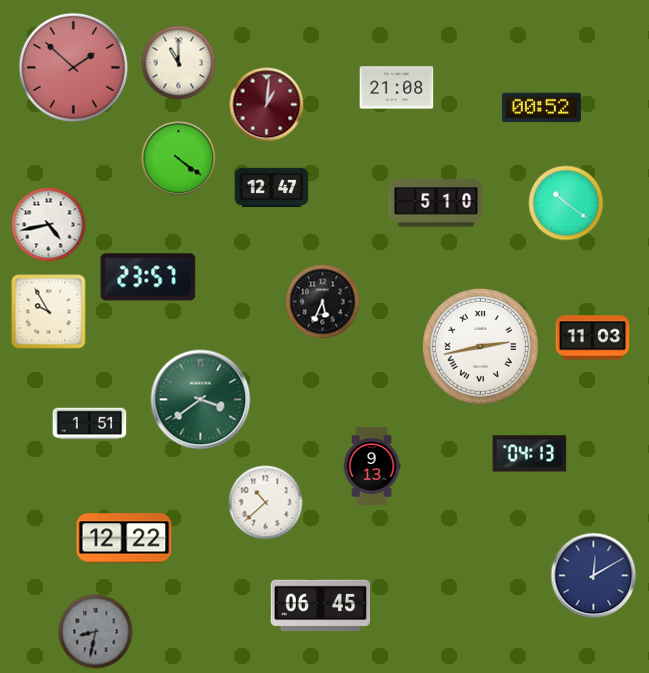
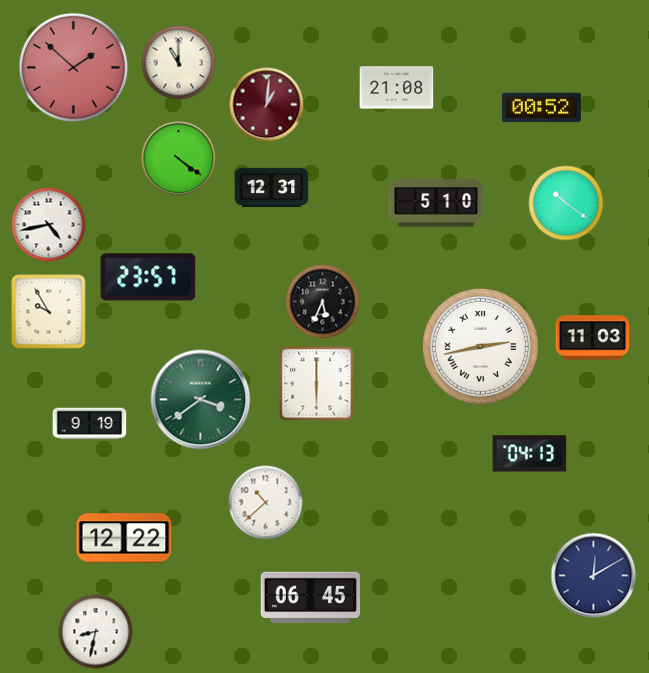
clock at (272, 188): 12:47 -> 12:31
clock at (317, 384): none -> 6:00
clock at (90, 424): 1:51 -> 9:19
clock at (372, 466): 9:13 -> none
clock at (320, 606) position: (320, 606) -> (310, 598)
clock at (96, 632) dial: grey -> white
